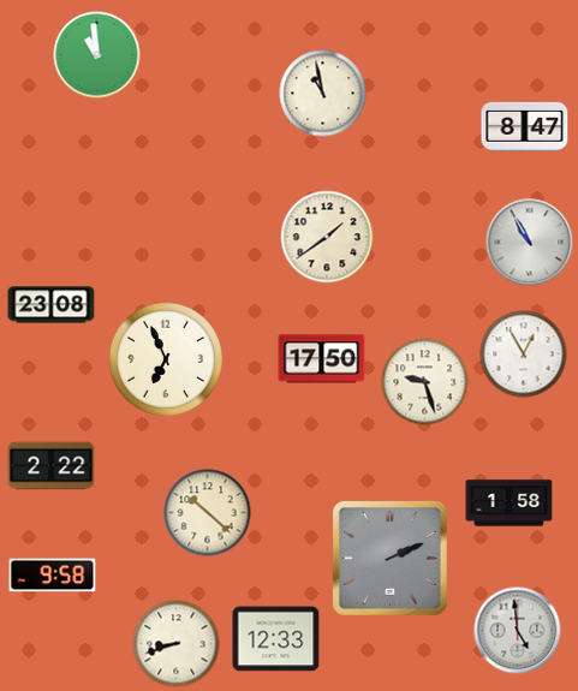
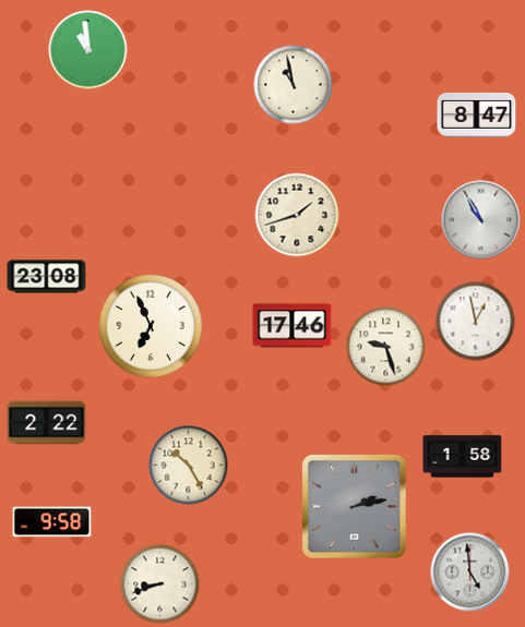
clock at (327, 237): 1:39 -> 1:42
clock at (524, 355): 12:55 -> 12:58
clock at (322, 359): 17:50 -> 17:46
clock at (208, 513): 10:22 -> 10:25
clock at (389, 558): 2:11 -> 2:13
clock at (53, 576) position: (53, 576) -> (52, 522)
clock at (276, 639): 12:33 -> none
